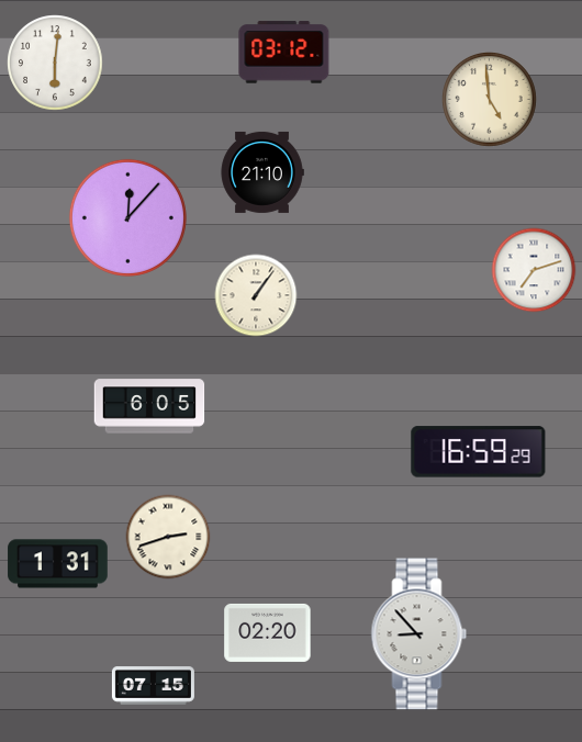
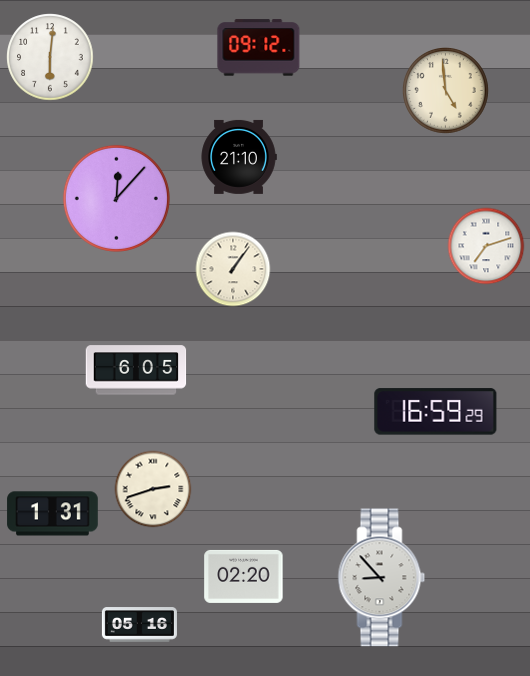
clock at (284, 53): 03:12 -> 09:12
clock at (153, 686): 07:15 -> 05:16
